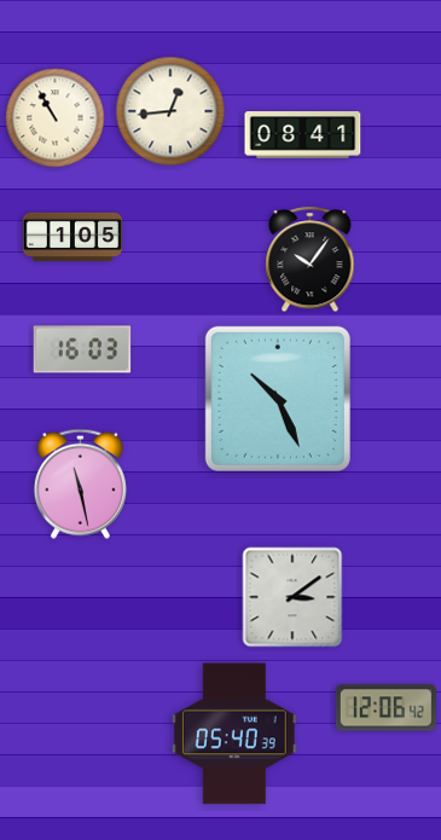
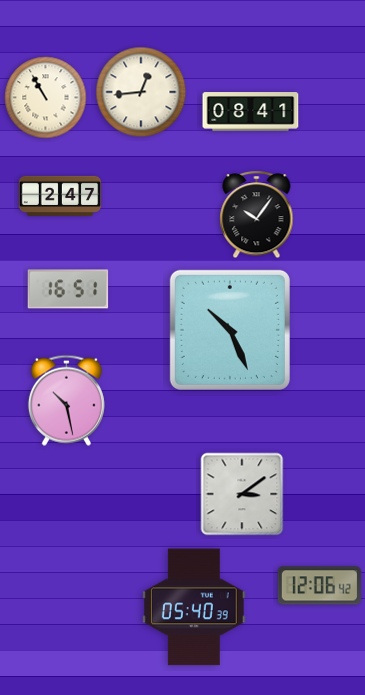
clock at (72, 236): 1:05 -> 2:47
clock at (82, 349): 16:03 -> 16:51
clock at (80, 483): 11:28 -> 10:28
